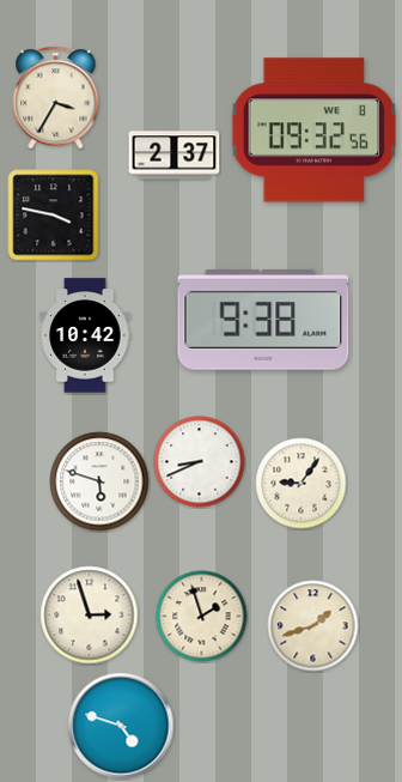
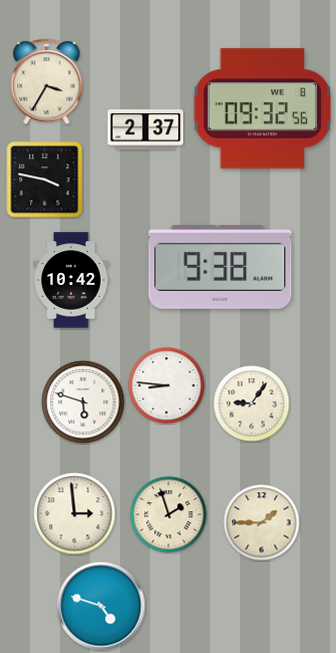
clock at (200, 462): 8:41 -> 8:46
clock at (90, 616): 2:57 -> 2:59
clock at (313, 626): 1:42 -> 1:45
